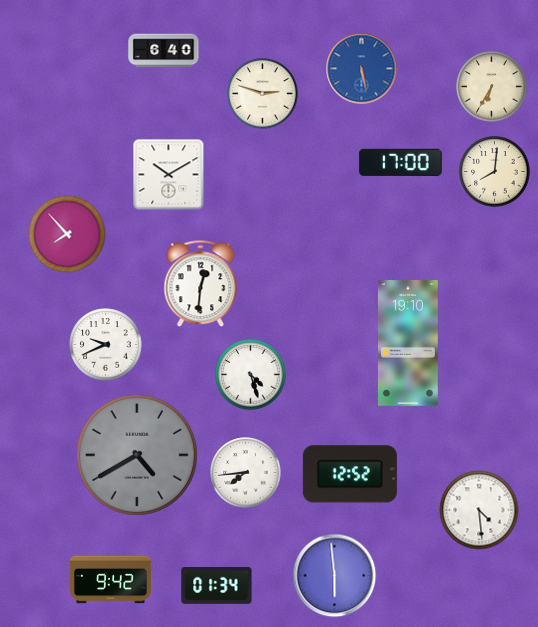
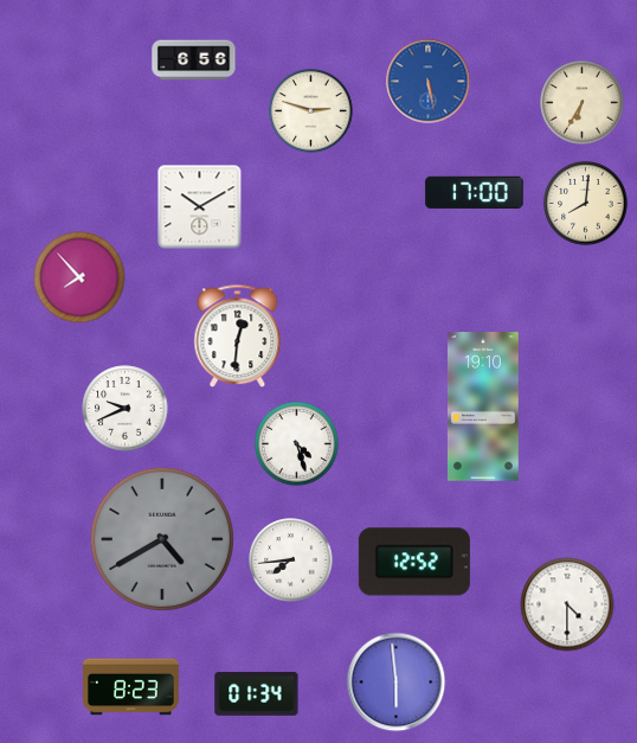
clock at (164, 51): 6:40 -> 6:56
clock at (479, 510): 4:29 -> 4:30
clock at (111, 580): 9:42 -> 8:23
